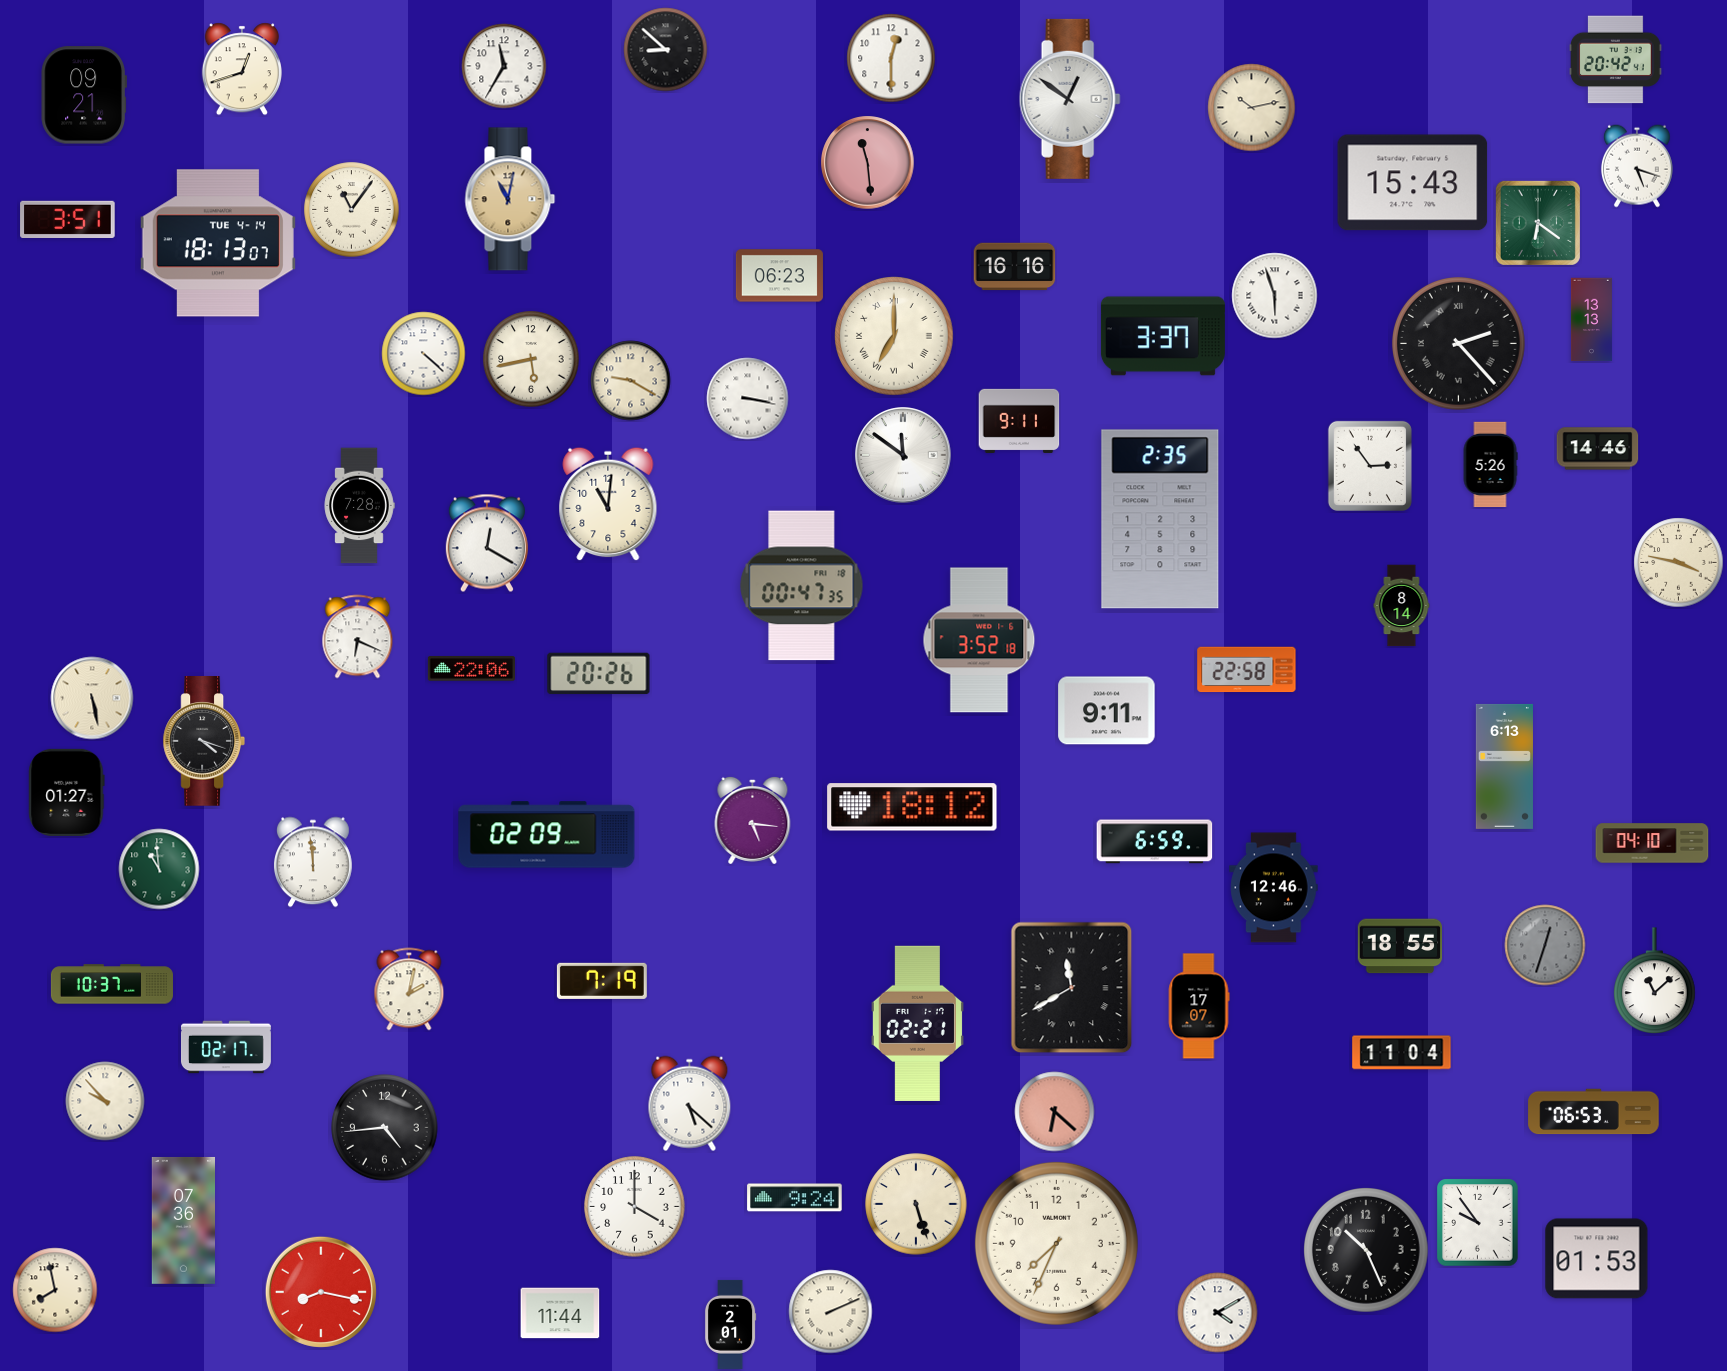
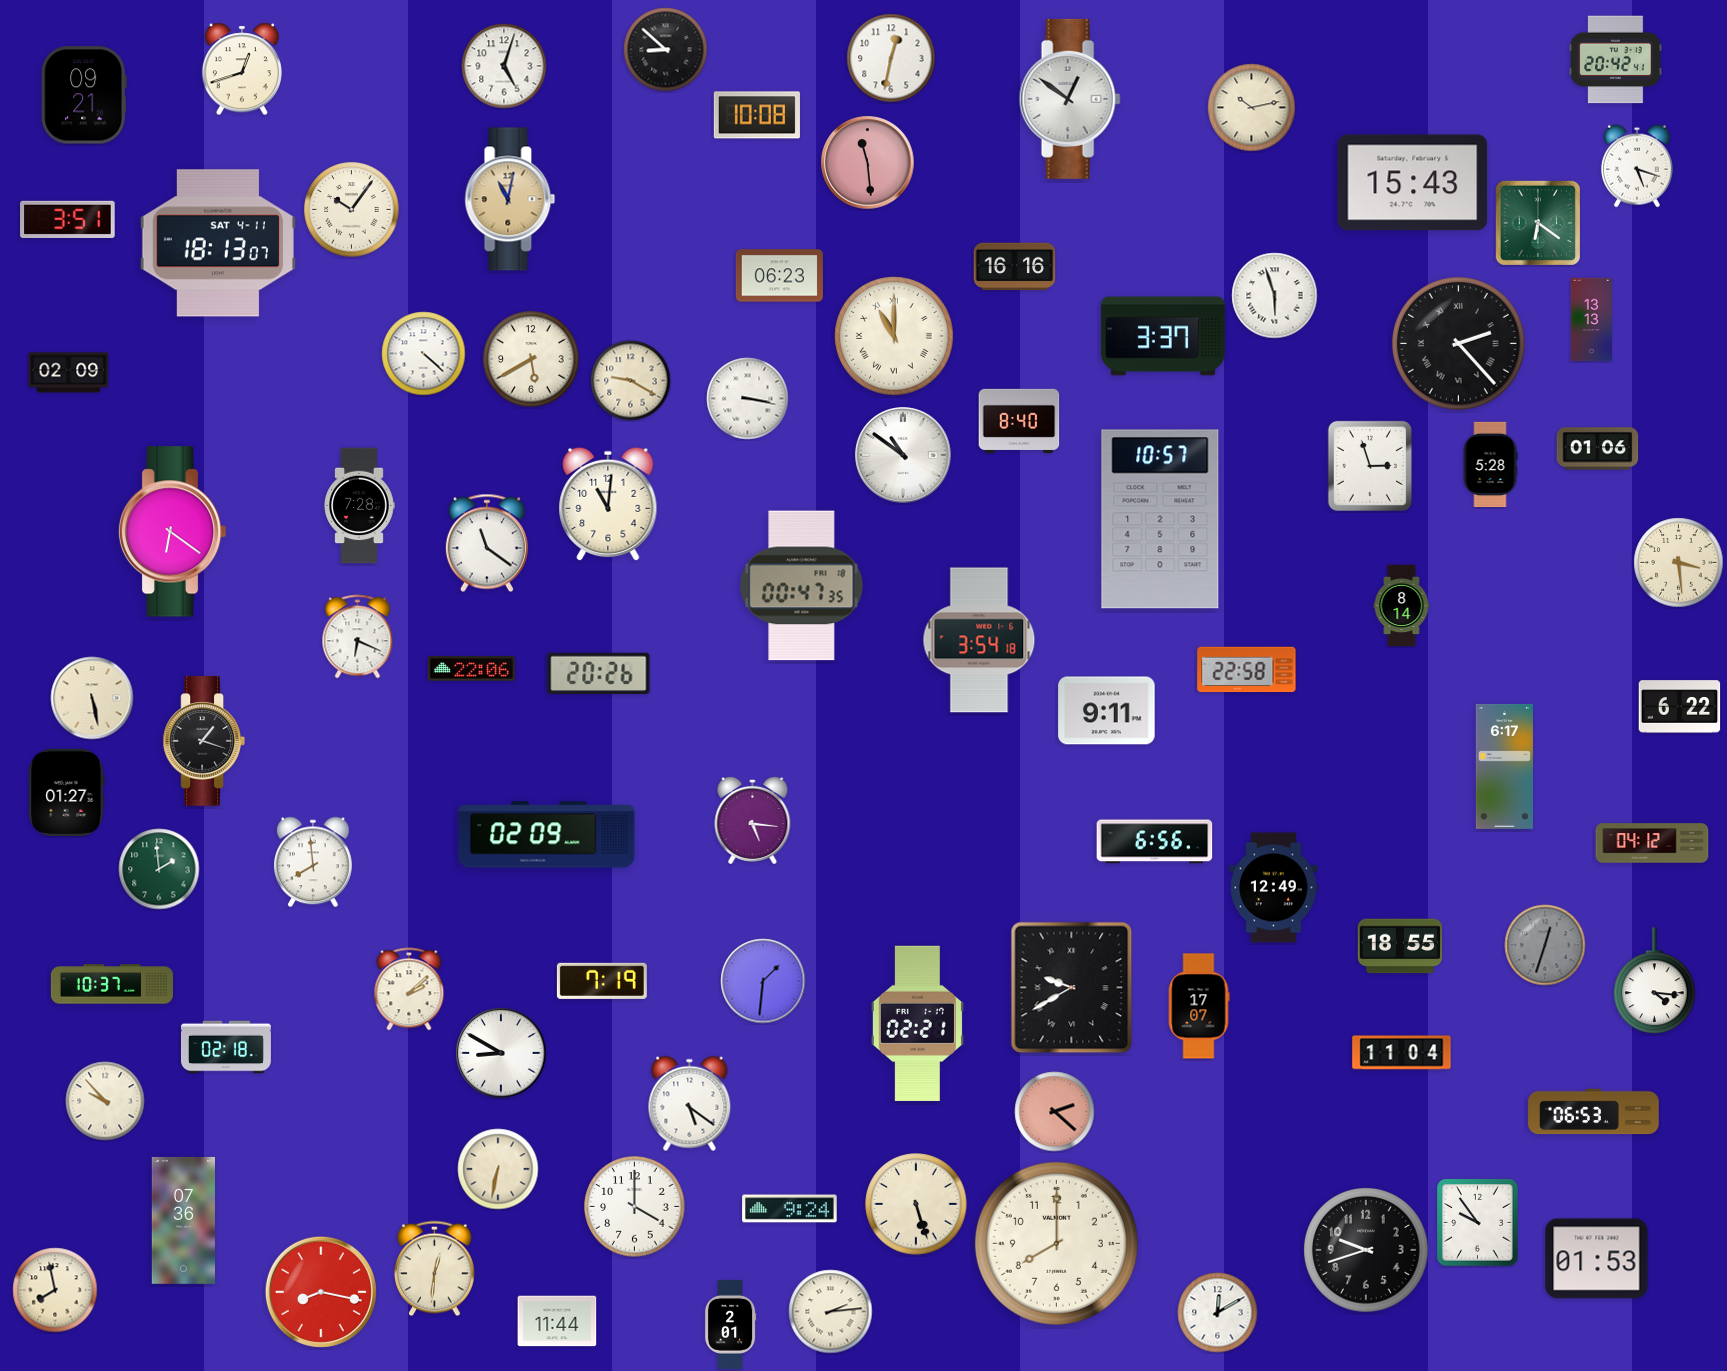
clock at (891, 58): 12:30 -> 12:32
clock at (504, 66): 11:35 -> 5:03
clock at (757, 115): none -> 10:08
clock at (352, 210): 11:06 -> 10:06
clock at (218, 243) date: TUE 4-14 -> SAT 4-11
clock at (894, 336): 7:00 -> 11:00
clock at (531, 359): 5:43 -> 5:40
clock at (69, 373): none -> 02:09
clock at (1019, 421): 9:11 -> 8:40
clock at (1598, 449): 14:46 -> 01:06
clock at (903, 455): 11:51 -> 10:51
clock at (1490, 464): 5:26 -> 5:28
clock at (1370, 466): 2:54 -> 2:57
clock at (1160, 519): 2:35 -> 10:57
clock at (172, 532): none -> 6:21
clock at (487, 543): 12:20 -> 11:21
clock at (1679, 563): 3:47 -> 3:29
clock at (979, 640): 3:52 -> 3:54
clock at (1680, 707): none -> 6:22
clock at (203, 741): 4:18 -> 1:18
clock at (1504, 766): 6:13 -> 6:17
clock at (912, 807): 18:12 -> none
clock at (1155, 842): 6:59 -> 6:56
clock at (1652, 843): 04:10 -> 04:12
clock at (313, 862): 11:59 -> 7:59
clock at (159, 869): 10:59 -> 1:59
clock at (1274, 888): 12:46 -> 12:49
clock at (1655, 980): 11:08 -> 4:16
clock at (763, 981): none -> 1:31
clock at (1072, 988): 11:40 -> 9:40
clock at (409, 989): 2:02 -> 2:08
clock at (226, 1047): 02:17 -> 02:18
clock at (501, 1053): none -> 8:50
clock at (690, 1104): 5:22 -> 5:21
clock at (1055, 1112): 6:22 -> 2:22
clock at (385, 1128): 4:44 -> none
clock at (498, 1169): none -> 6:32
clock at (795, 1198) position: (795, 1198) -> (790, 1209)
clock at (1056, 1243): 7:34 -> 8:00
clock at (1367, 1251): 10:26 -> 9:42
clock at (435, 1269): none -> 12:31
clock at (831, 1312): 2:11 -> 2:14
clock at (560, 1313) position: (560, 1313) -> (557, 1321)
clock at (1218, 1313): 4:10 -> 12:10
